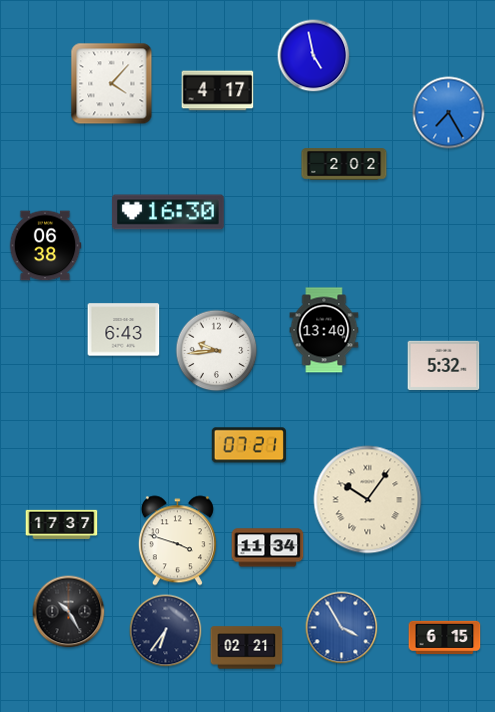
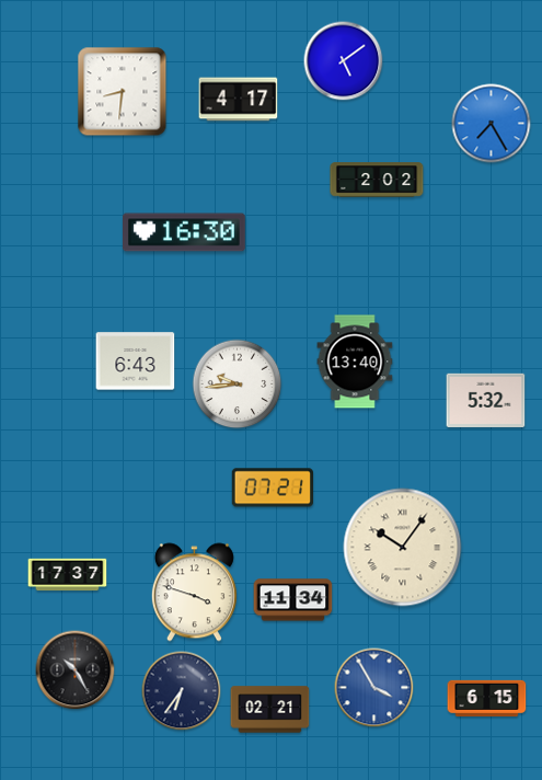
clock at (314, 56): 4:58 -> 5:09
clock at (112, 84): 4:07 -> 8:31
clock at (45, 246): 06:38 -> none
